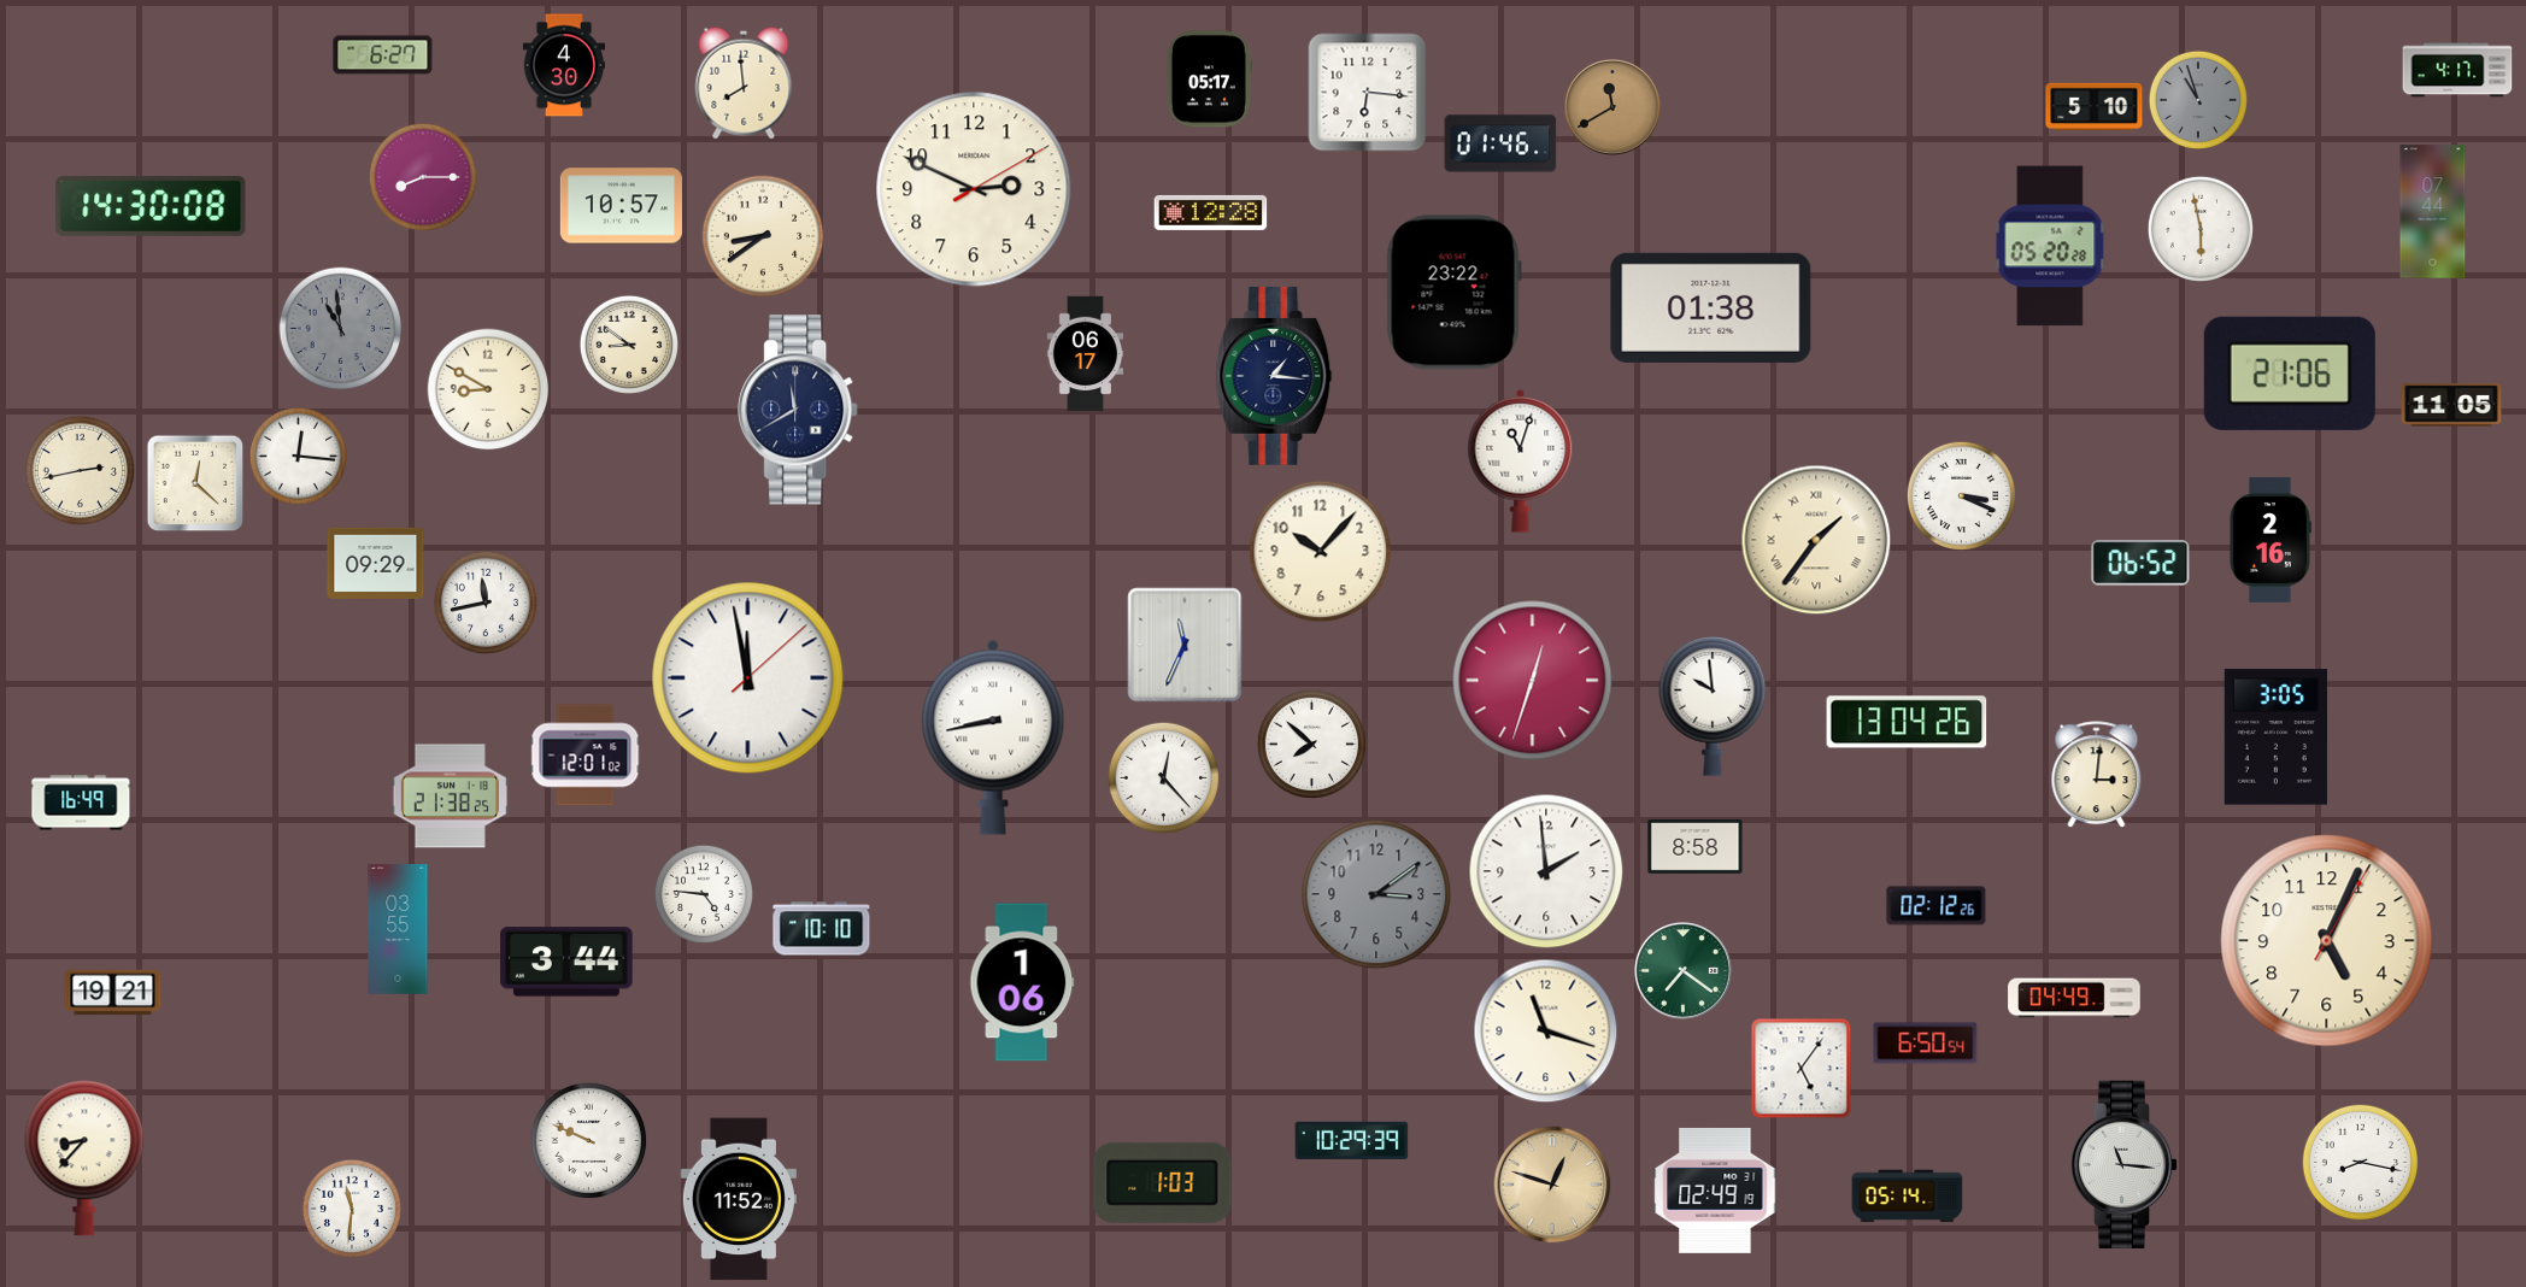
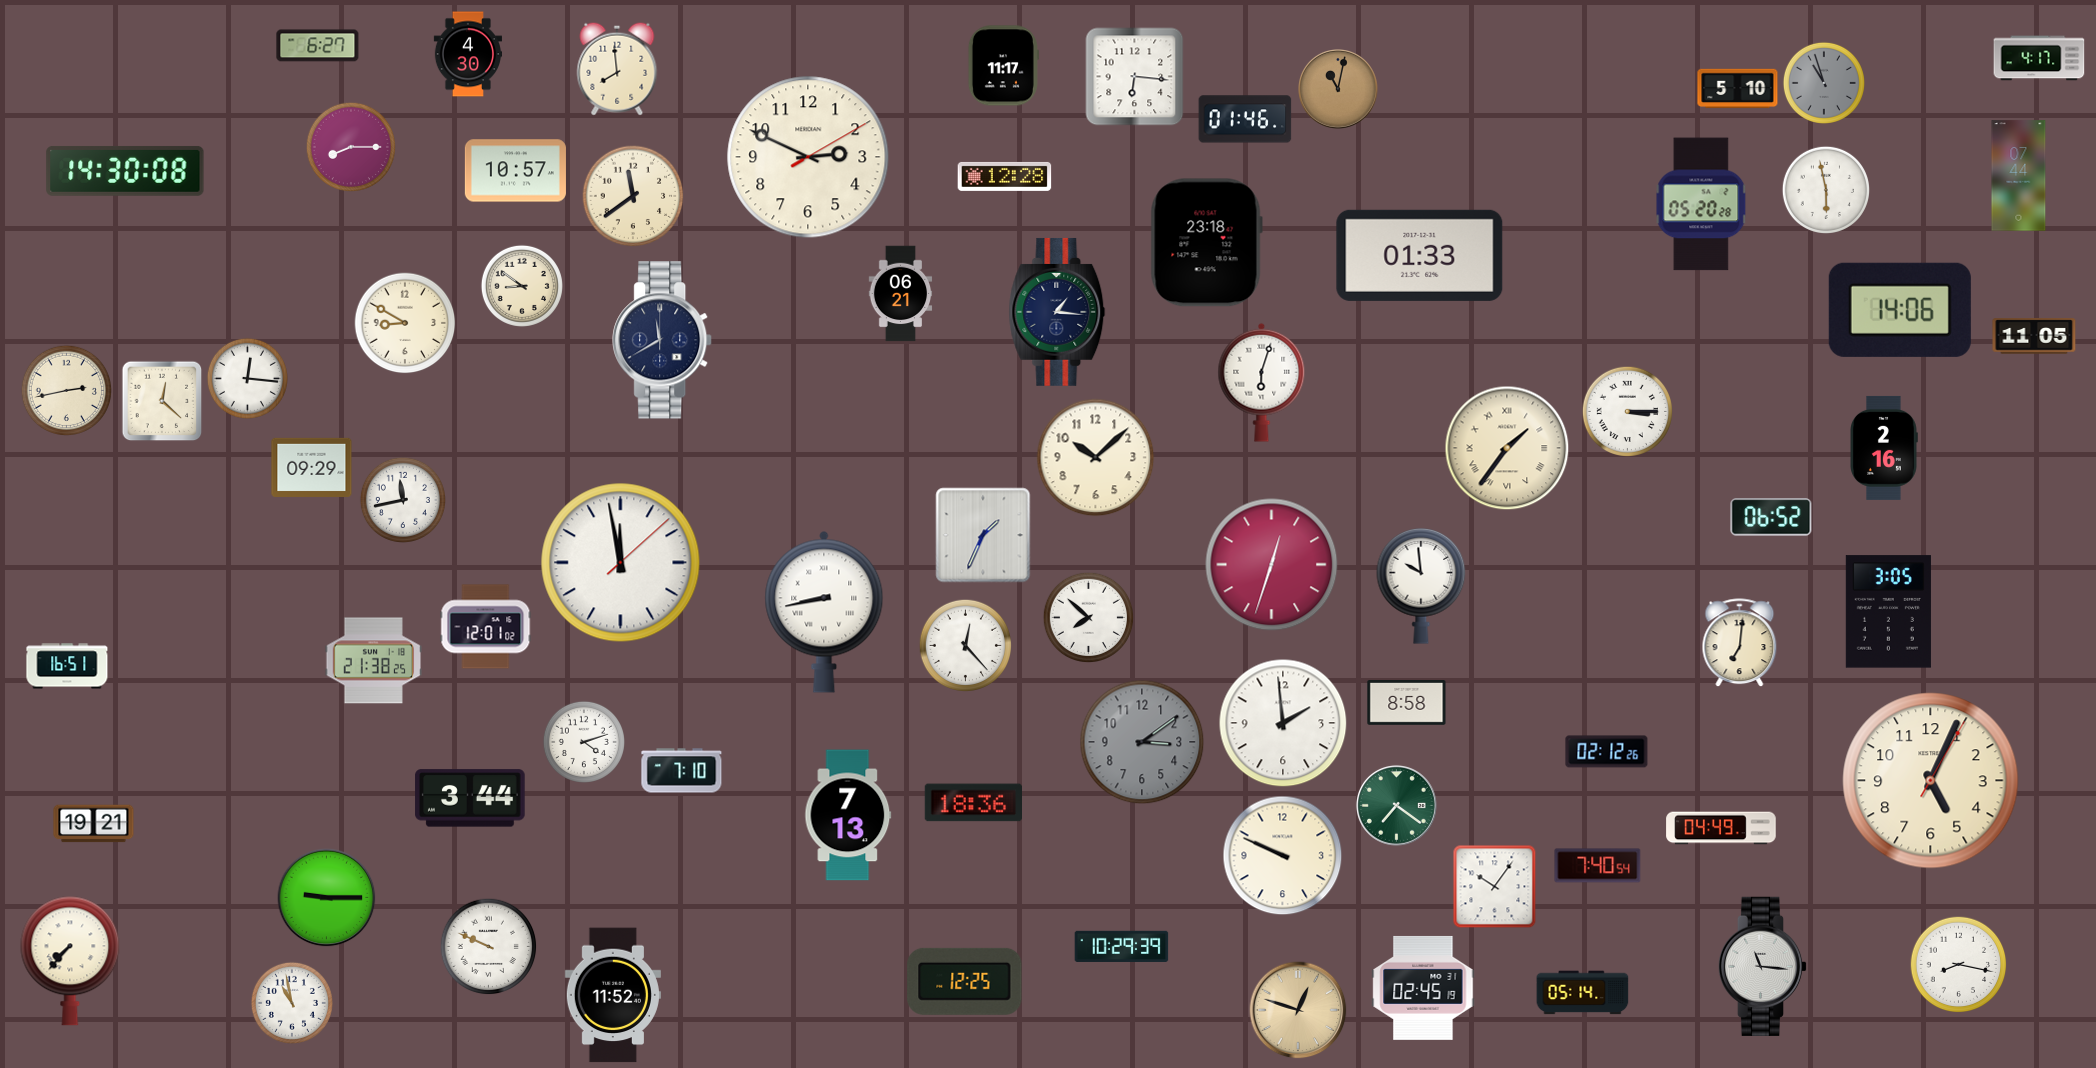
clock at (1209, 80): 05:17 -> 11:17
clock at (1614, 108): 11:40 -> 11:02
clock at (763, 236): 8:39 -> 11:39
clock at (1453, 293): 23:22 -> 23:18
clock at (1711, 307): 01:38 -> 01:33
clock at (341, 329): 10:59 -> none
clock at (1086, 354): 06:17 -> 06:21
clock at (2290, 374): 21:06 -> 14:06
clock at (1521, 460): 11:03 -> 6:03
clock at (1961, 495): 3:19 -> 3:15
clock at (1321, 552): 10:07 -> 10:08
clock at (2140, 563) position: (2140, 563) -> (1771, 517)
clock at (1185, 645): 11:34 -> 1:34
clock at (1907, 722): 13:04 -> none
clock at (2097, 775): 3:01 -> 7:01
clock at (81, 803): 16:49 -> 16:51
clock at (704, 894): 4:46 -> 4:12
clock at (398, 929): 03:55 -> none
clock at (822, 929): 10:10 -> 7:10
clock at (973, 803): none -> 18:36
clock at (1022, 982): 1:06 -> 7:13
clock at (1546, 1032): 11:18 -> 9:49
clock at (1926, 1044): 6:50 -> 7:40
clock at (1800, 1068): 5:06 -> 10:06
clock at (327, 898): none -> 9:15
clock at (84, 1158): 8:37 -> 7:37
clock at (1163, 1182): 1:03 -> 12:25
clock at (1552, 1185) position: (1552, 1185) -> (1298, 1010)
clock at (1715, 1191): 02:49 -> 02:45
clock at (352, 1209): 11:31 -> 10:58
